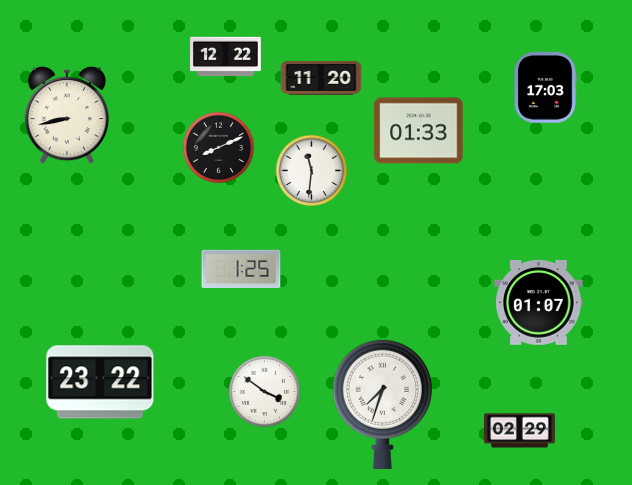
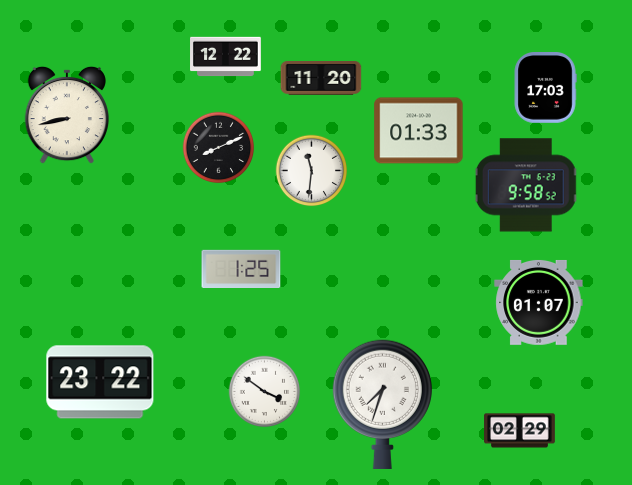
clock at (526, 185): none -> 9:58
